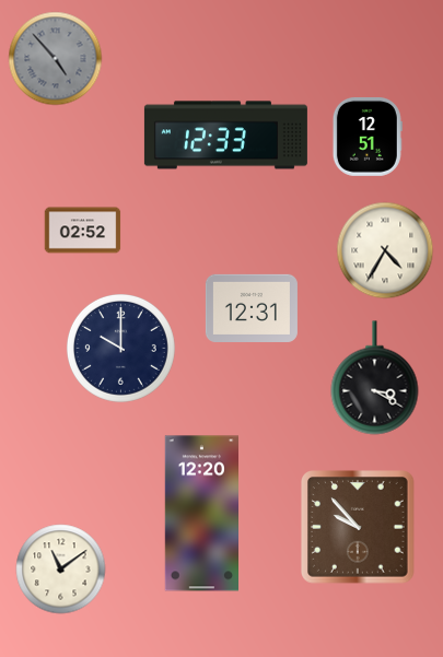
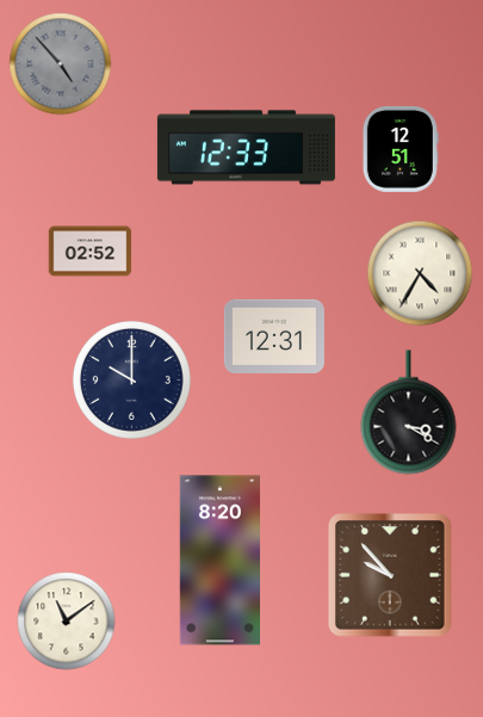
clock at (201, 514): 12:20 -> 8:20
